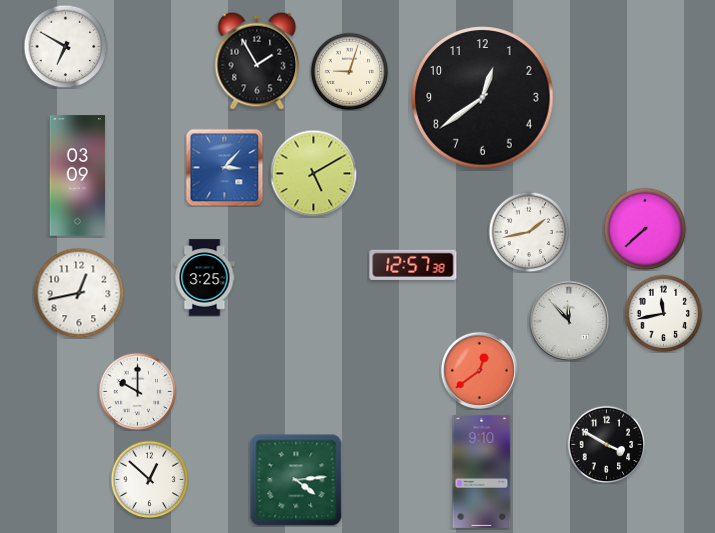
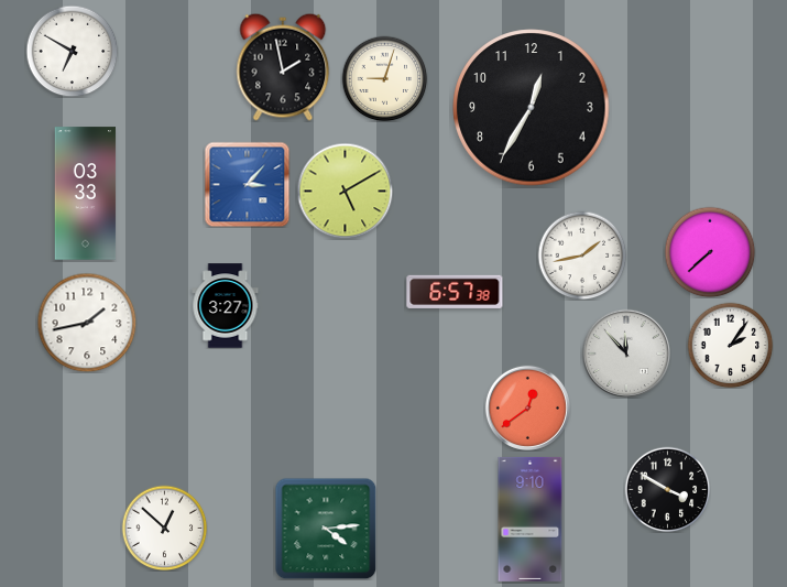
clock at (257, 61): 1:55 -> 1:58
clock at (483, 98): 12:39 -> 12:35
clock at (78, 176): 03:09 -> 03:33
clock at (413, 265): 12:57 -> 6:57
clock at (205, 278): 3:25 -> 3:27
clock at (79, 293): 12:43 -> 1:43
clock at (663, 313): 11:43 -> 2:06
clock at (137, 391): 10:00 -> none
